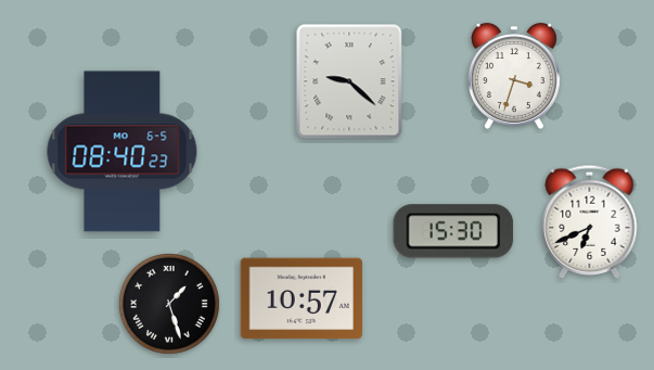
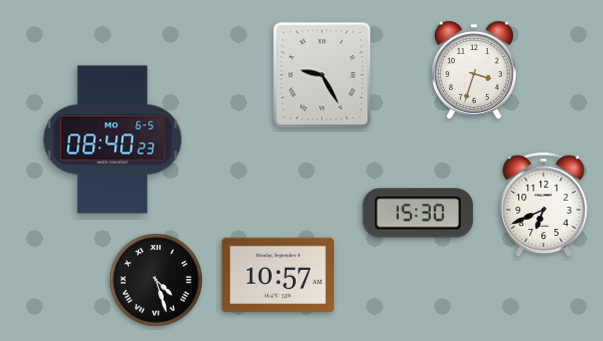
clock at (349, 81): 9:22 -> 9:25
clock at (169, 304): 1:27 -> 4:27
